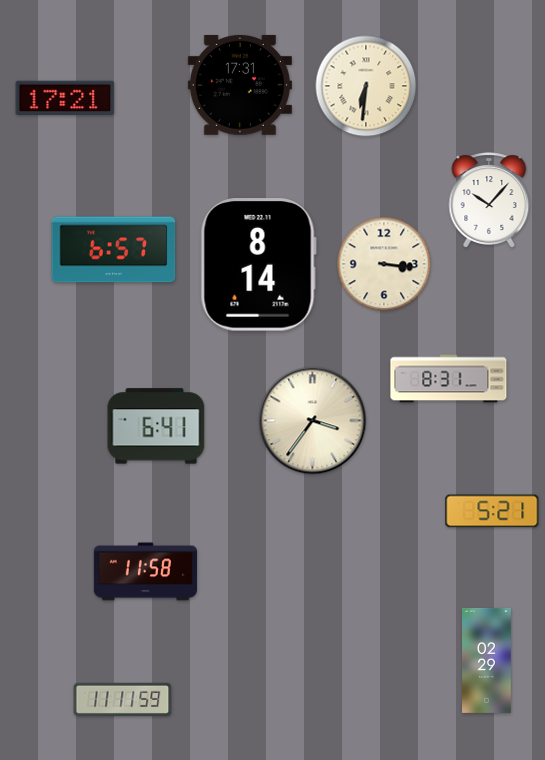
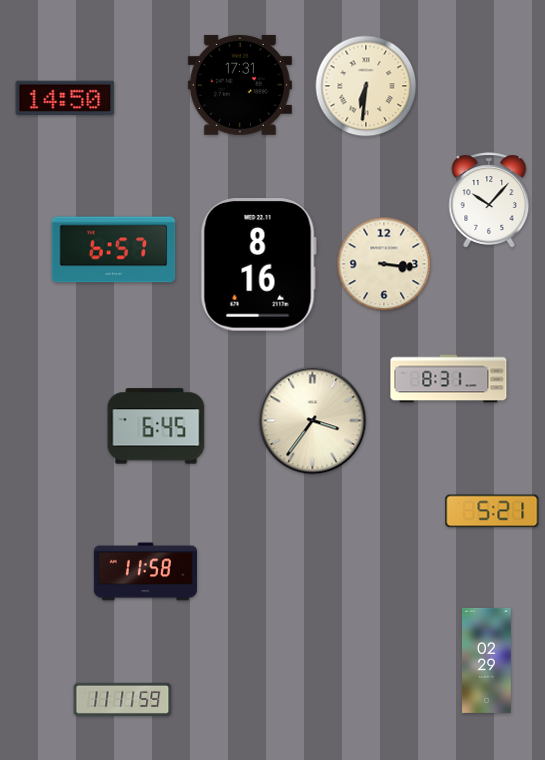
clock at (65, 97): 17:21 -> 14:50
clock at (258, 265): 8:14 -> 8:16
clock at (156, 426): 6:41 -> 6:45
